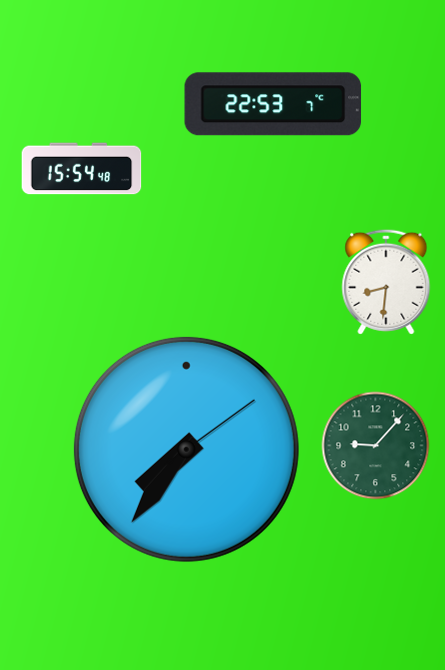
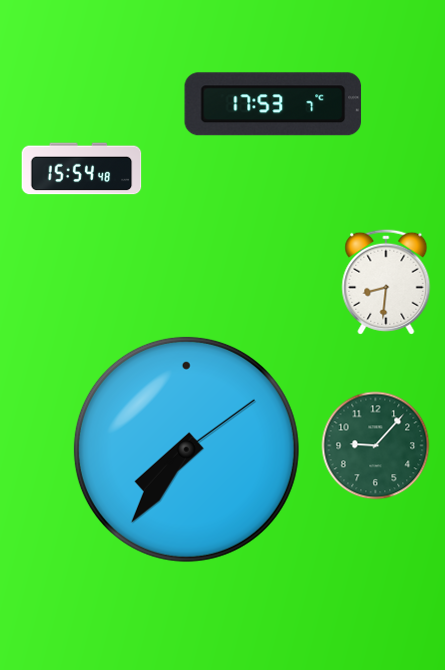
clock at (273, 104): 22:53 -> 17:53
